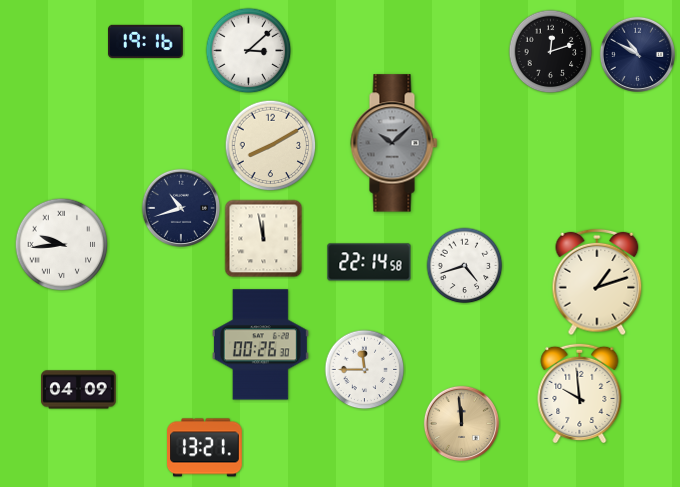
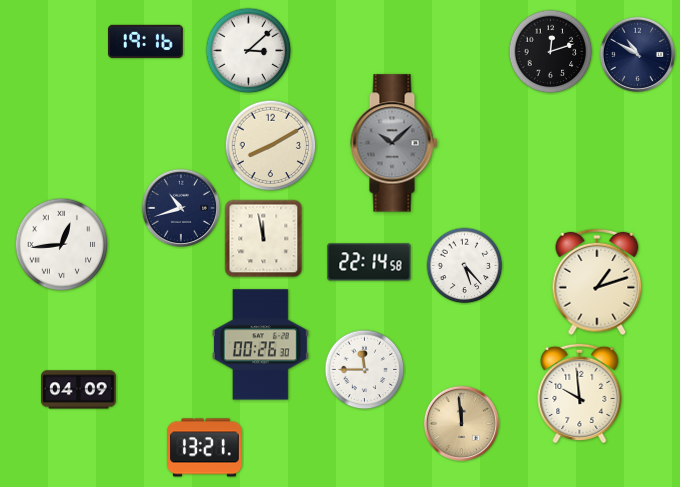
clock at (62, 245): 9:44 -> 12:44
clock at (465, 266): 4:42 -> 5:23
